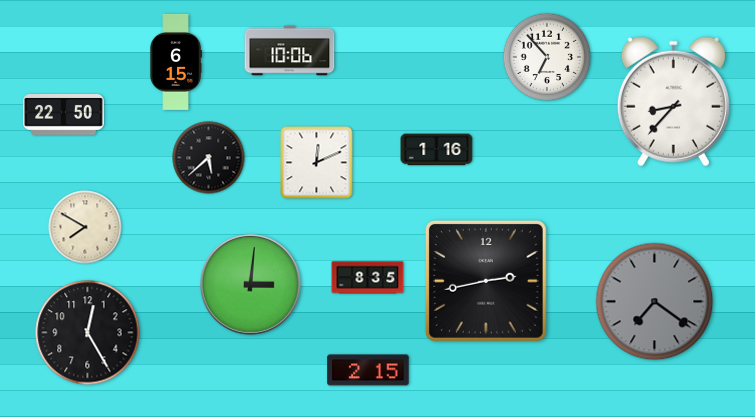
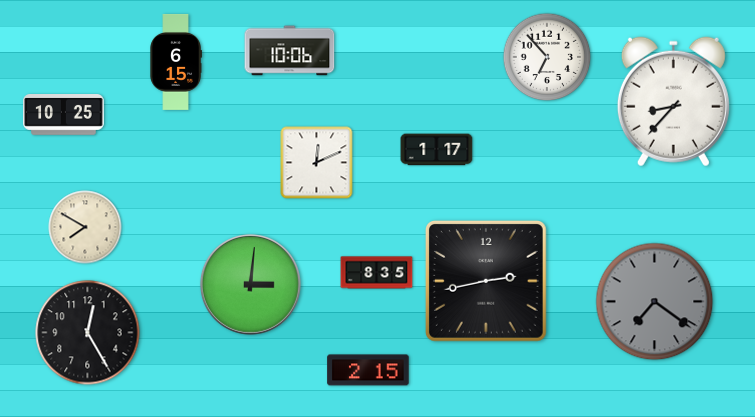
clock at (64, 115): 22:50 -> 10:25
clock at (437, 150): 1:16 -> 1:17
clock at (209, 158): 5:38 -> none
clock at (368, 278) position: (368, 278) -> (377, 273)
